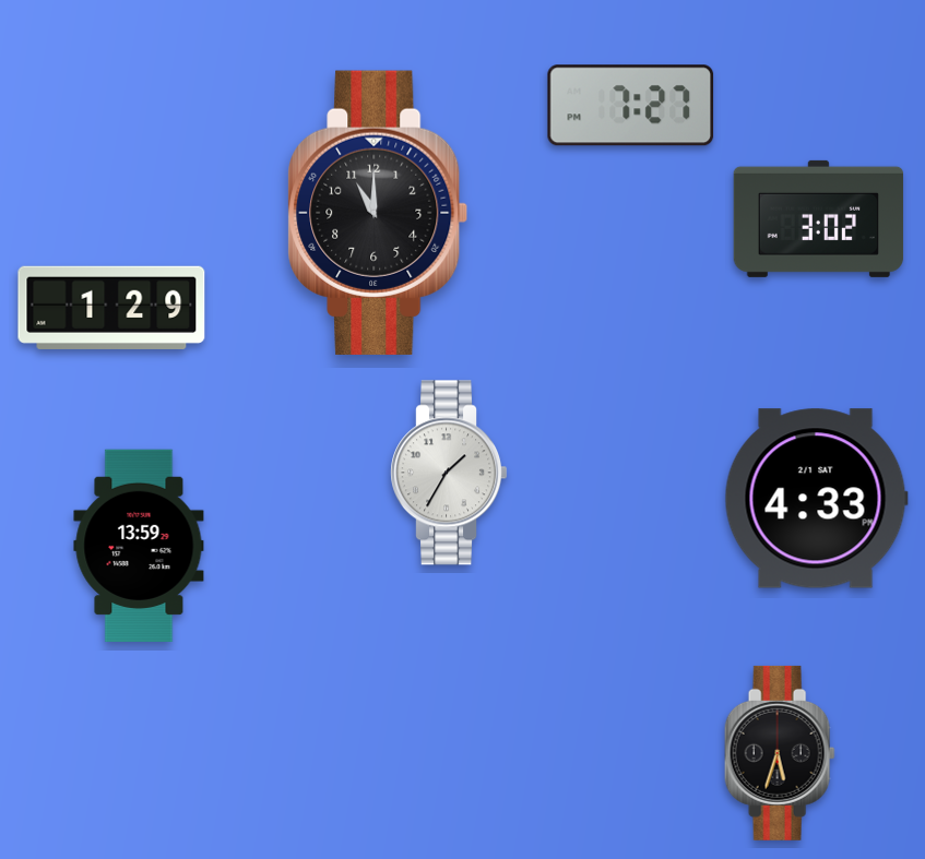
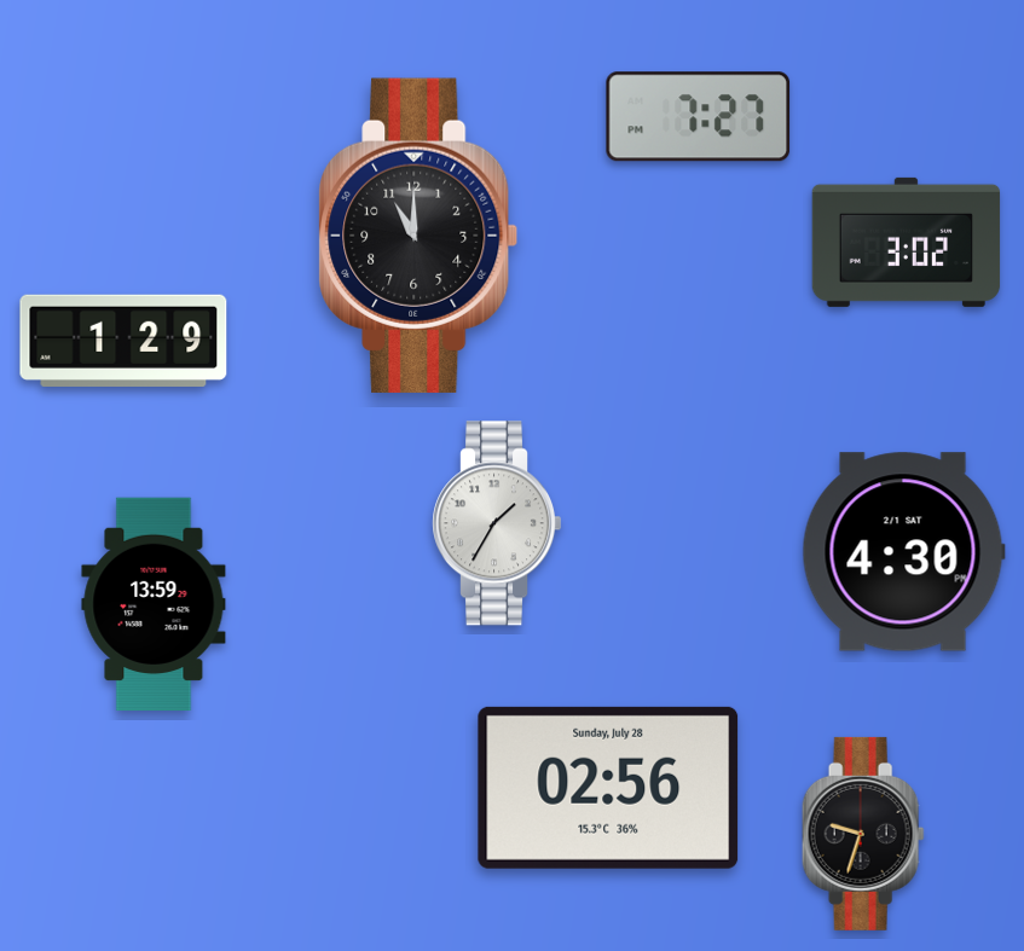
clock at (816, 499): 4:33 -> 4:30
clock at (608, 788): none -> 02:56
clock at (780, 753): 5:33 -> 9:33
